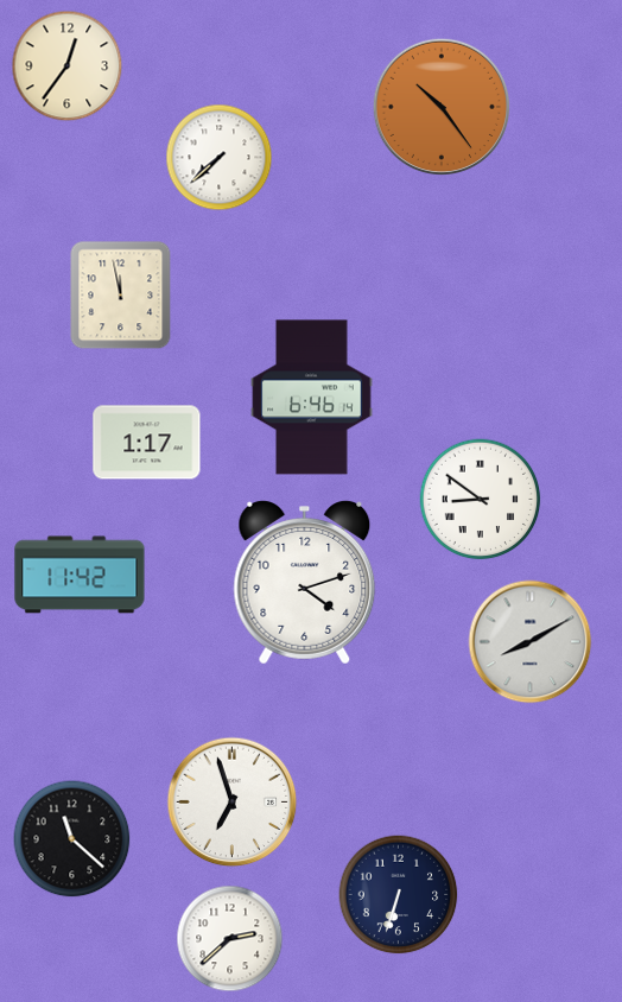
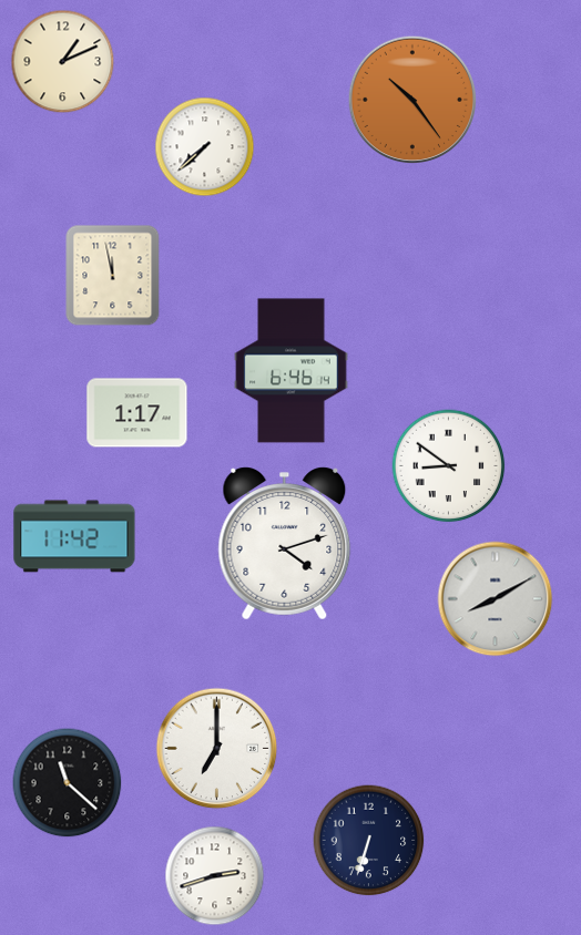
clock at (68, 66): 12:36 -> 1:11
clock at (233, 803): 6:57 -> 7:00
clock at (399, 895) position: (399, 895) -> (369, 841)
clock at (230, 939): 2:38 -> 2:42
